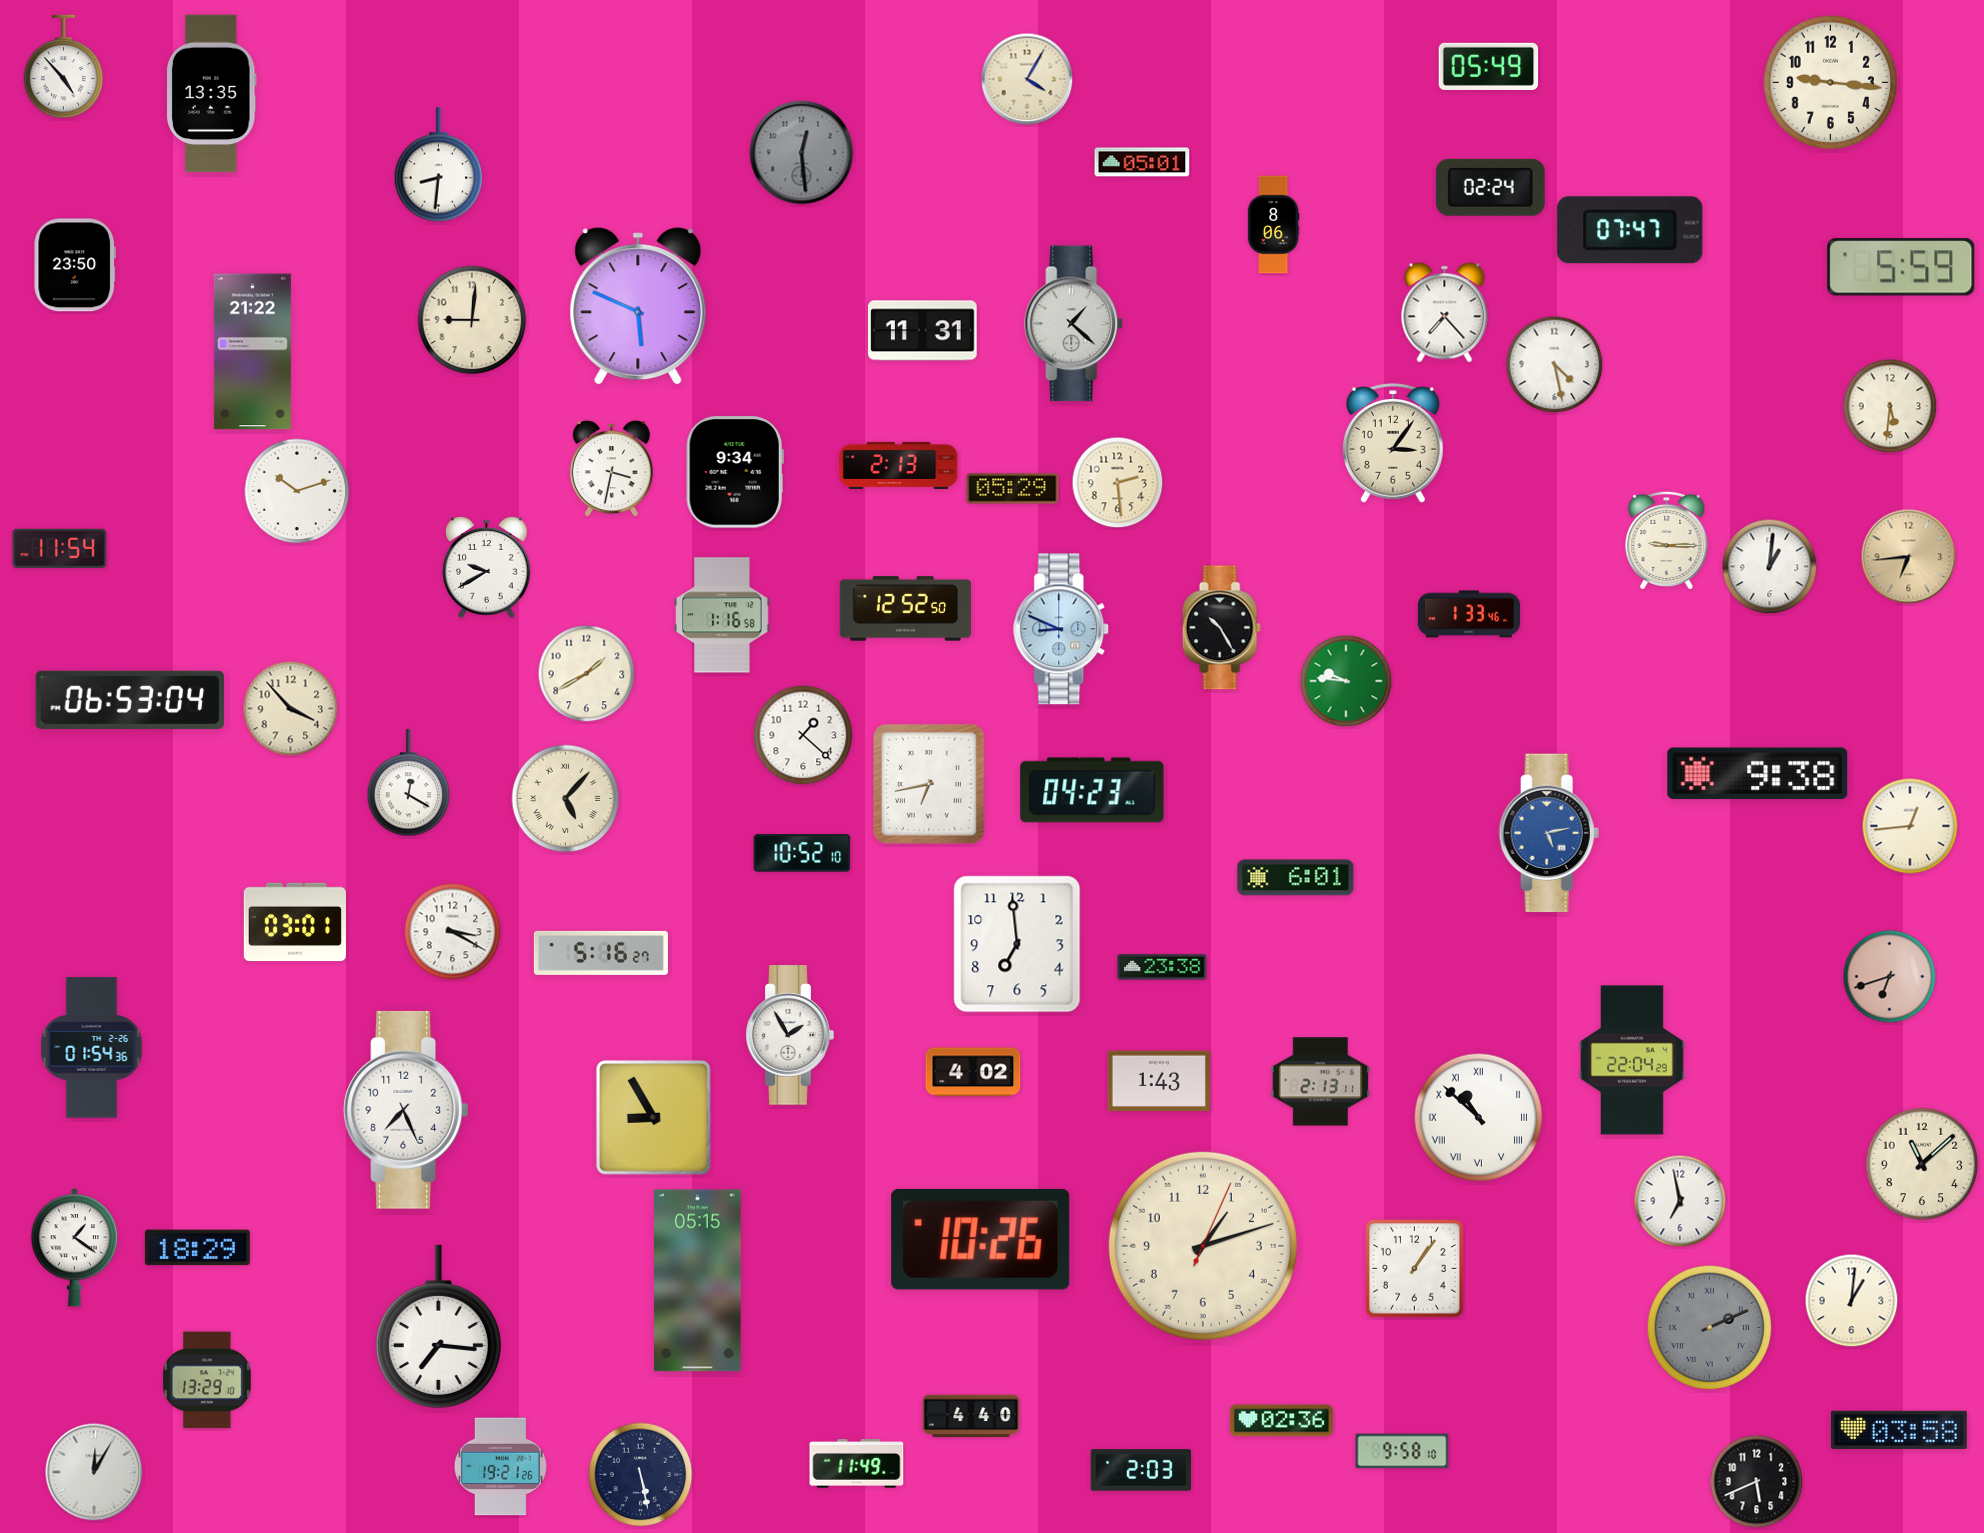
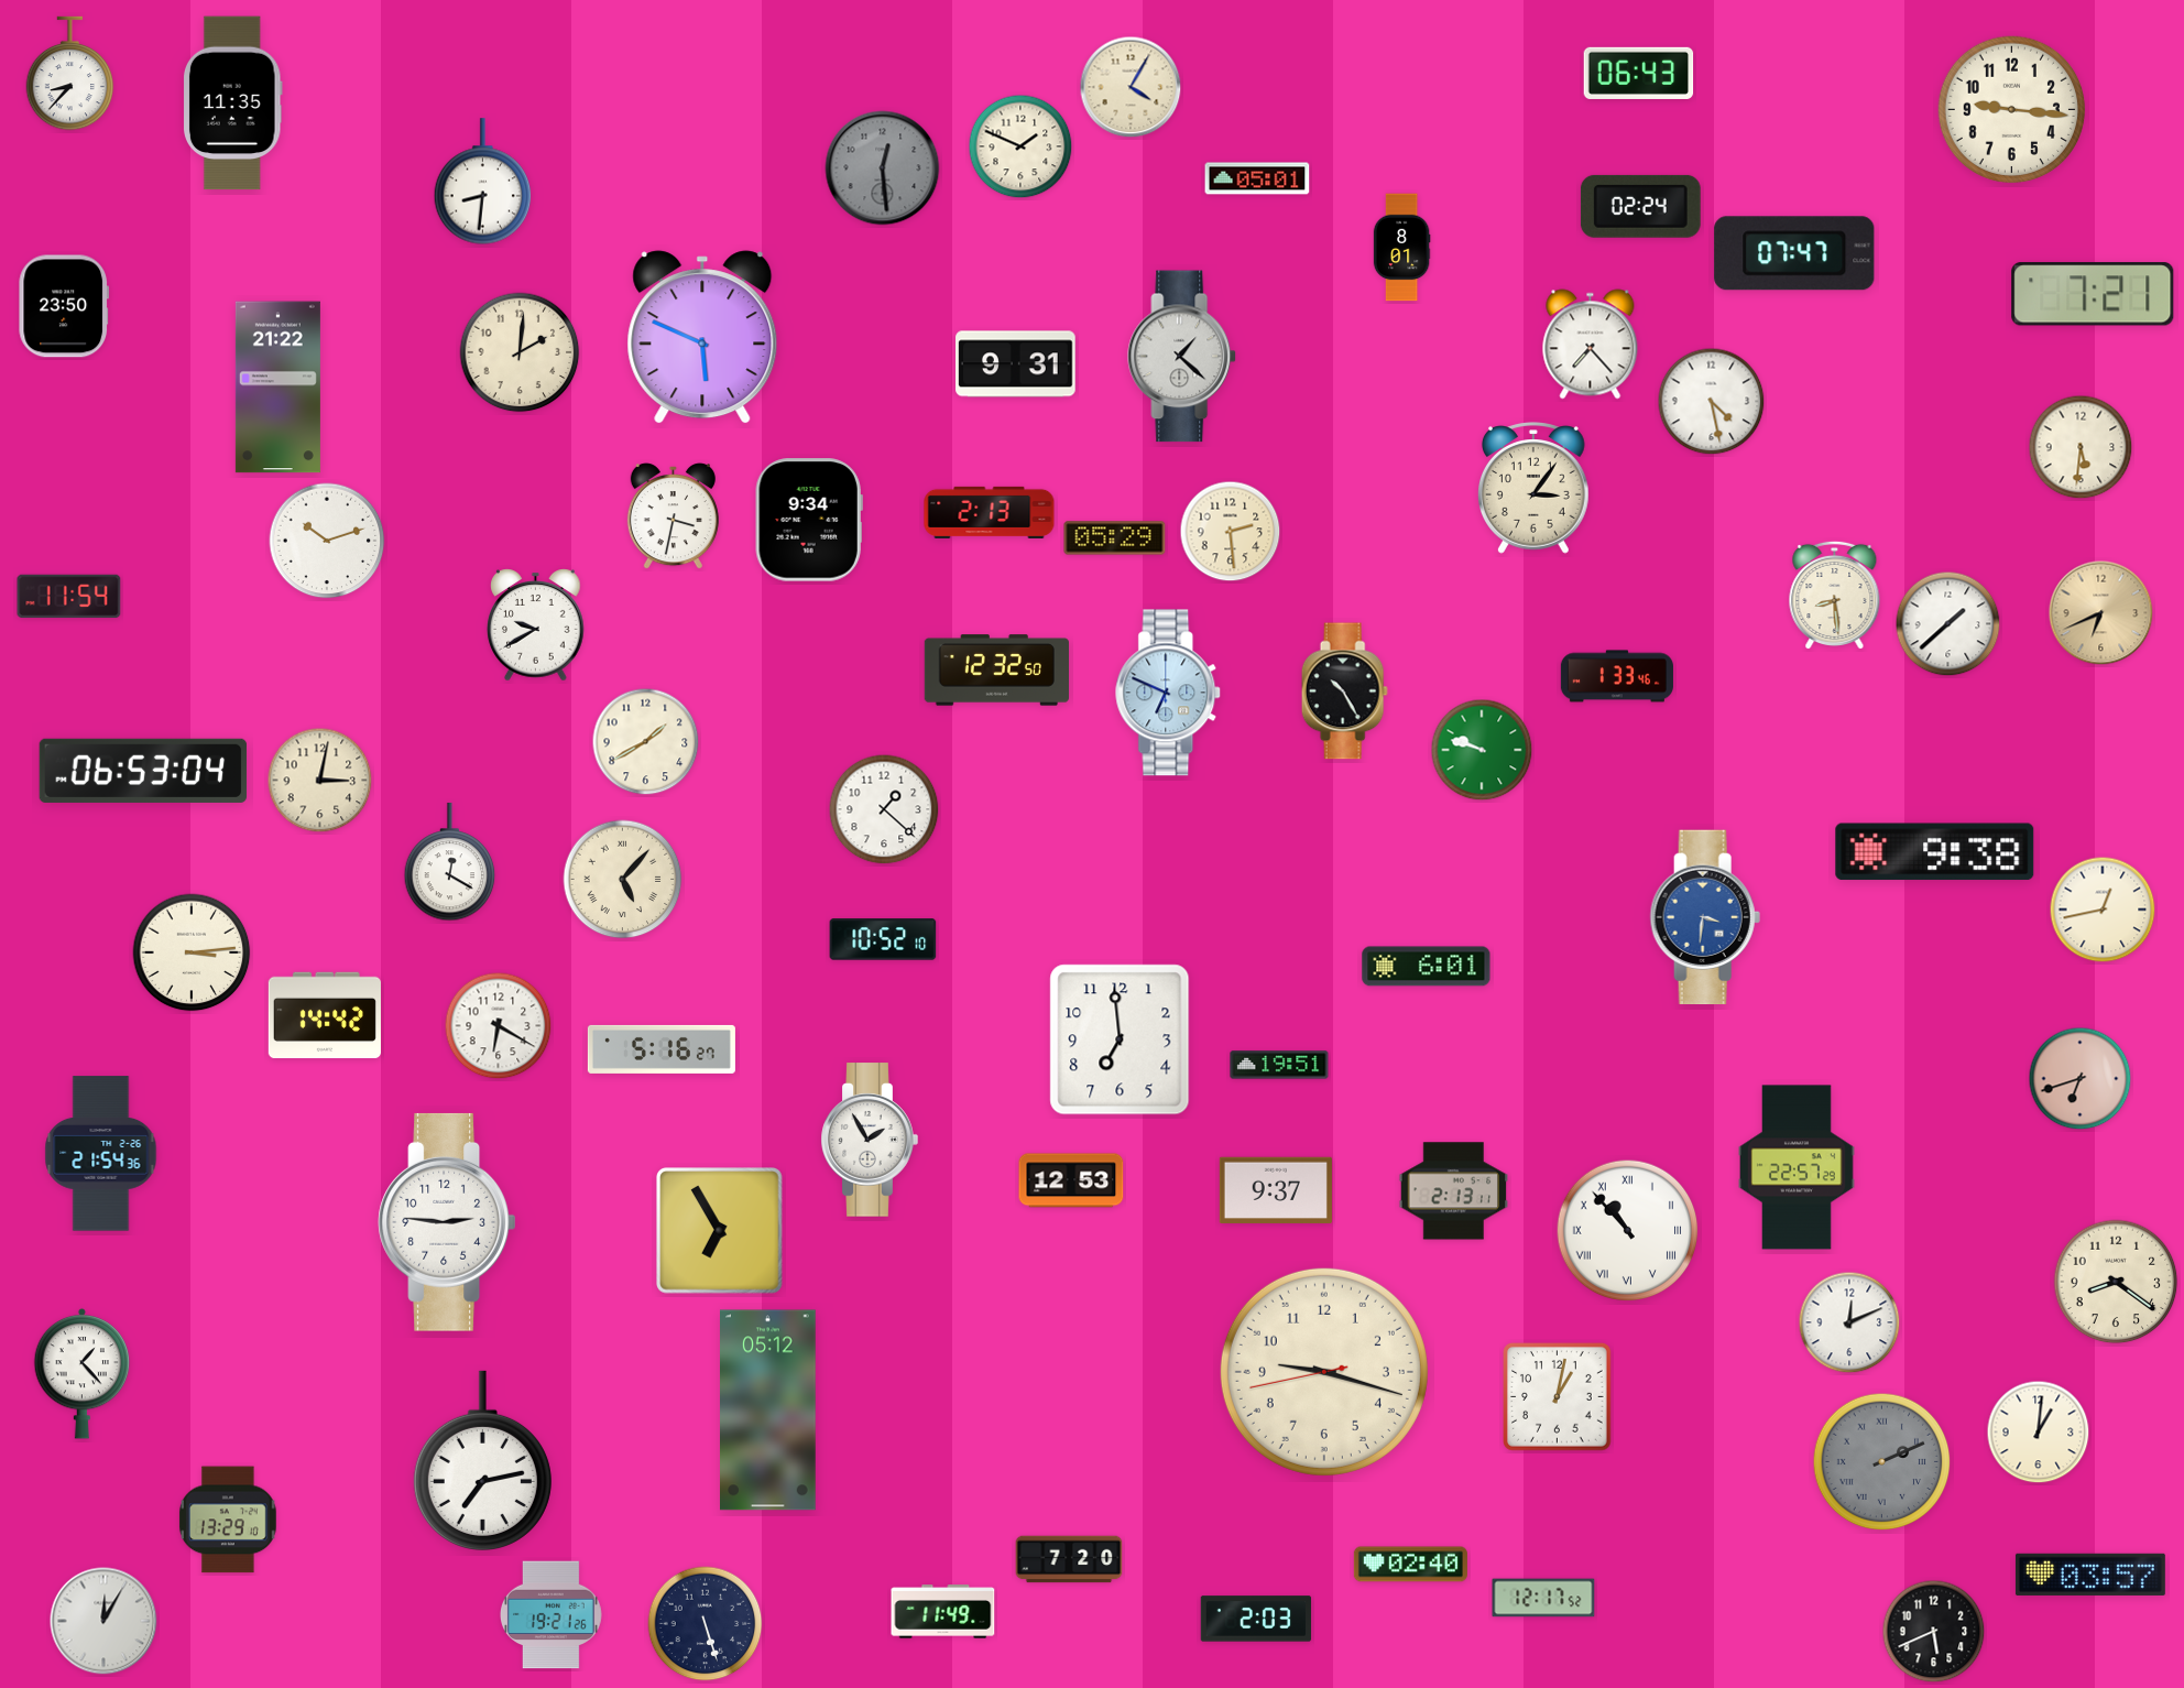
clock at (1489, 66): 05:49 -> 06:43
clock at (64, 67): 4:53 -> 8:37
clock at (1831, 83) position: (1831, 83) -> (2012, 110)
clock at (211, 94): 13:35 -> 11:35
clock at (1020, 146): none -> 1:49
clock at (1273, 225): 8:06 -> 8:01
clock at (75, 265) position: (75, 265) -> (64, 306)
clock at (1901, 267): 5:59 -> 7:21
clock at (472, 320): 9:01 -> 2:01
clock at (923, 331): 11:31 -> 9:31
clock at (1667, 540): 9:15 -> 8:29
clock at (60, 549) position: (60, 549) -> (69, 597)
clock at (1909, 557): 6:44 -> 6:41
clock at (1770, 567): 1:01 -> 1:38
clock at (905, 609): 12:52 -> 12:32
clock at (722, 615): 1:16 -> none
clock at (1062, 629): 8:49 -> 6:49
clock at (1346, 681): 9:46 -> 9:48
clock at (291, 709): 3:53 -> 3:02
clock at (929, 784): 6:43 -> none
clock at (1092, 790): 04:23 -> none
clock at (1910, 826): 12:44 -> 12:43
clock at (1549, 833): 5:13 -> 3:31
clock at (192, 952): none -> 3:14
clock at (295, 922): 03:01 -> 14:42
clock at (453, 932): 3:20 -> 6:20
clock at (1162, 967): 23:38 -> 19:51
clock at (1890, 977) position: (1890, 977) -> (2081, 1079)
clock at (92, 1048): 01:54 -> 21:54
clock at (1633, 1060): 22:04 -> 22:57
clock at (973, 1072): 4:02 -> 12:53
clock at (1159, 1080): 1:43 -> 9:37
clock at (405, 1110): 7:26 -> 2:46
clock at (654, 1118): 8:55 -> 6:55
clock at (1479, 1118): 10:52 -> 10:53
clock at (1922, 1164): 11:08 -> 8:21
clock at (1680, 1201): 6:58 -> 12:11
clock at (981, 1239): 10:26 -> none
clock at (1203, 1246): 1:12 -> 9:17
clock at (75, 1247): 1:21 -> 1:23
clock at (197, 1248): 18:29 -> none
clock at (1415, 1269): 1:06 -> 1:02
clock at (698, 1281): 05:15 -> 05:12
clock at (438, 1326): 7:16 -> 7:13
clock at (971, 1416): 4:40 -> 7:20
clock at (1281, 1421): 02:36 -> 02:40
clock at (1899, 1430): 03:58 -> 03:57
clock at (1402, 1451): 9:58 -> 12:17
clock at (641, 1475): 5:28 -> 5:27
